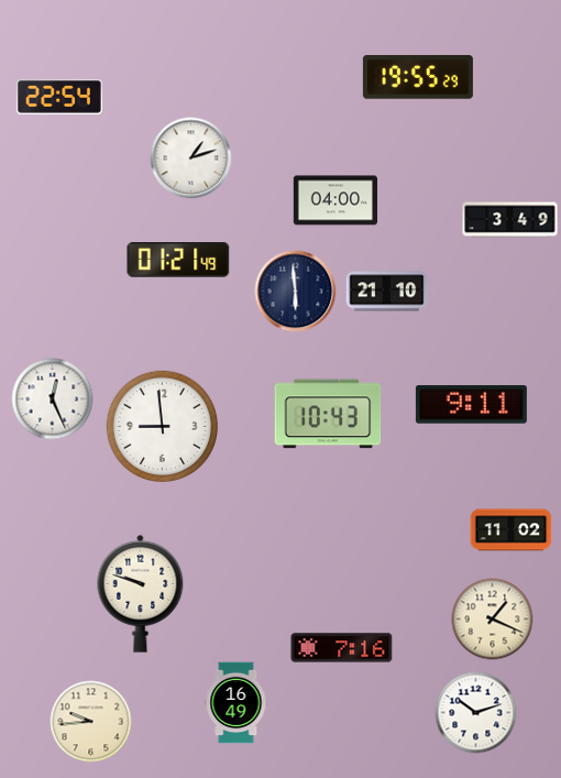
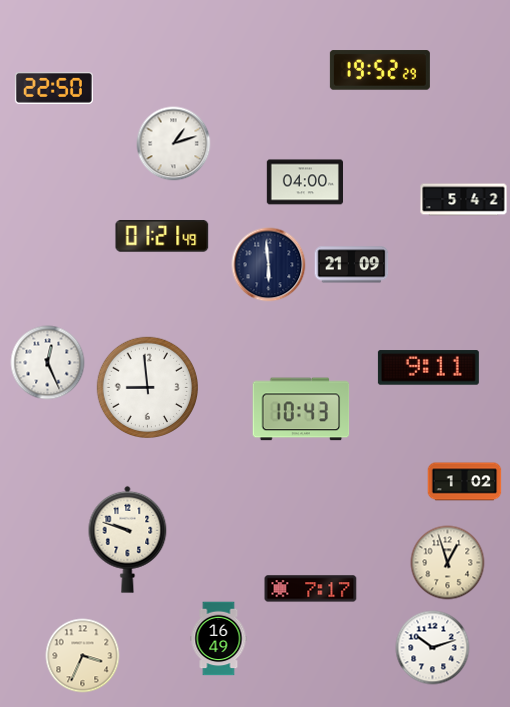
clock at (418, 77): 19:55 -> 19:52
clock at (59, 97): 22:54 -> 22:50
clock at (510, 220): 3:49 -> 5:42
clock at (387, 292): 21:10 -> 21:09
clock at (328, 414) position: (328, 414) -> (301, 409)
clock at (512, 530): 11:02 -> 1:02
clock at (493, 620): 1:19 -> 12:57
clock at (342, 648): 7:16 -> 7:17
clock at (237, 703) position: (237, 703) -> (219, 639)
clock at (91, 722): 9:44 -> 3:34
